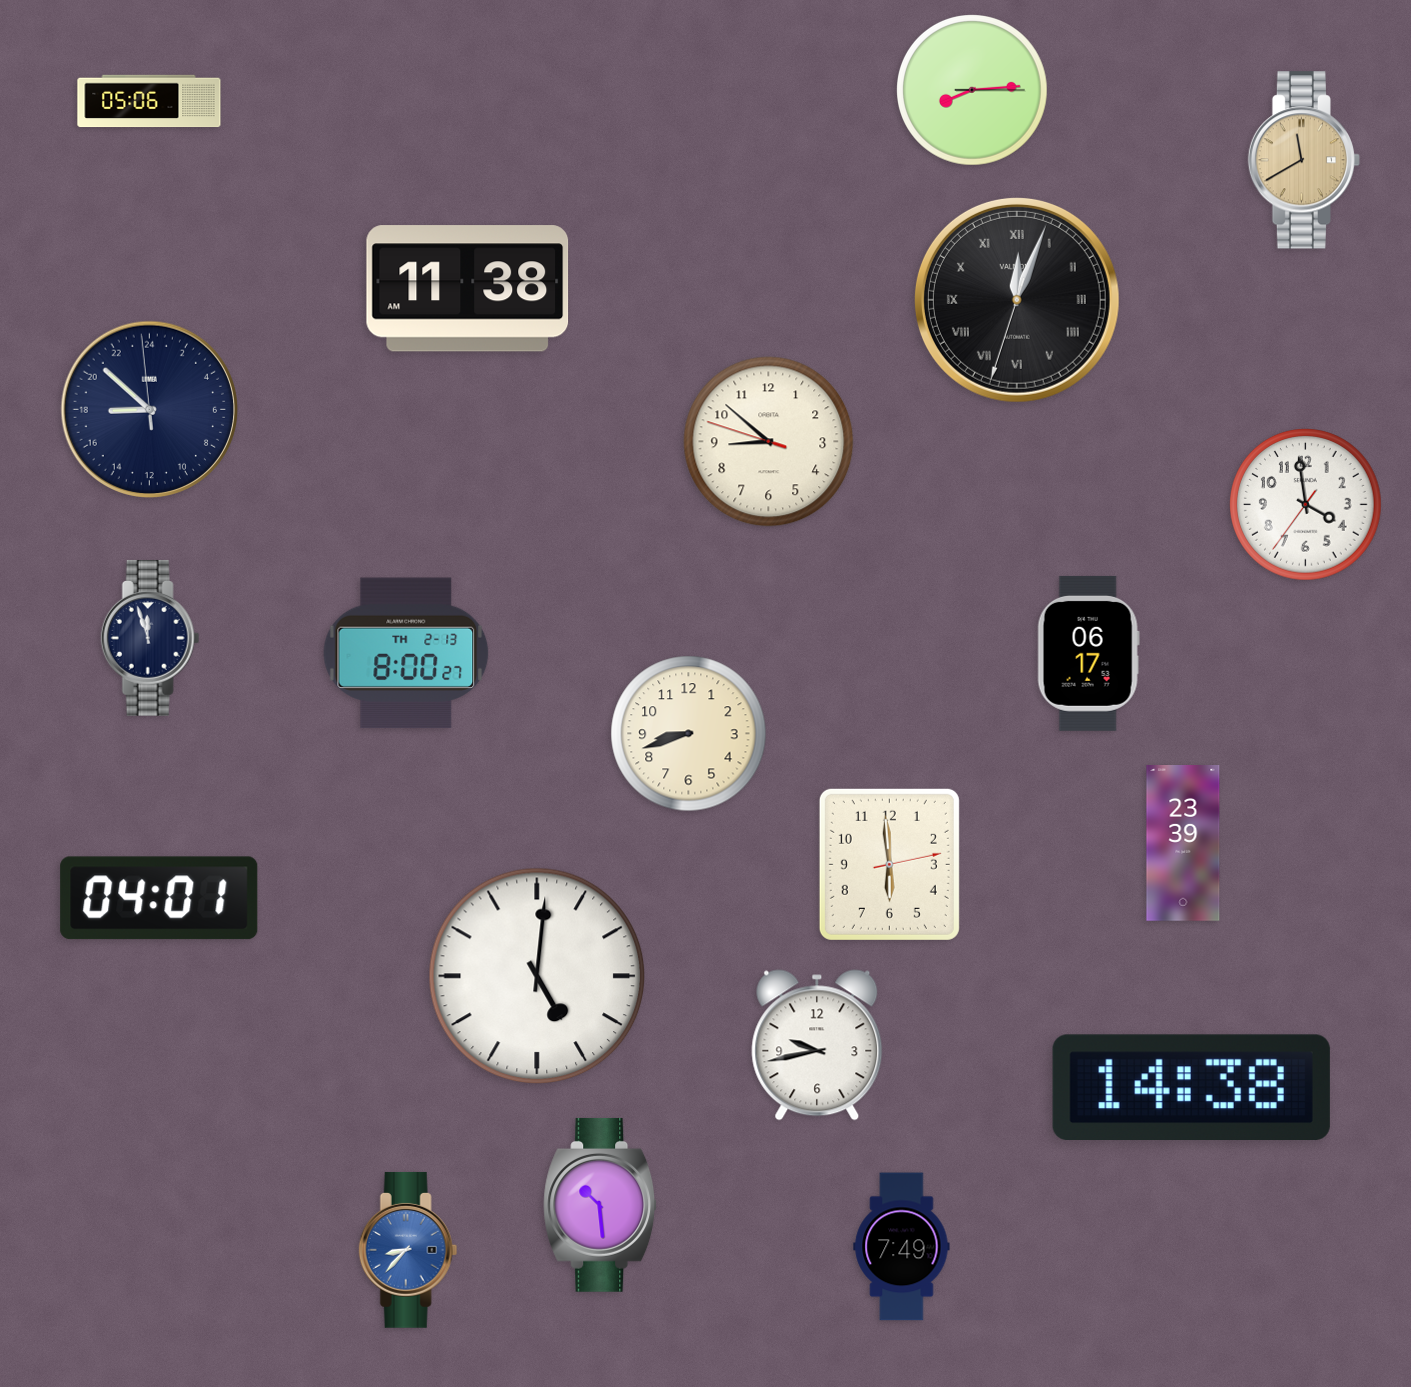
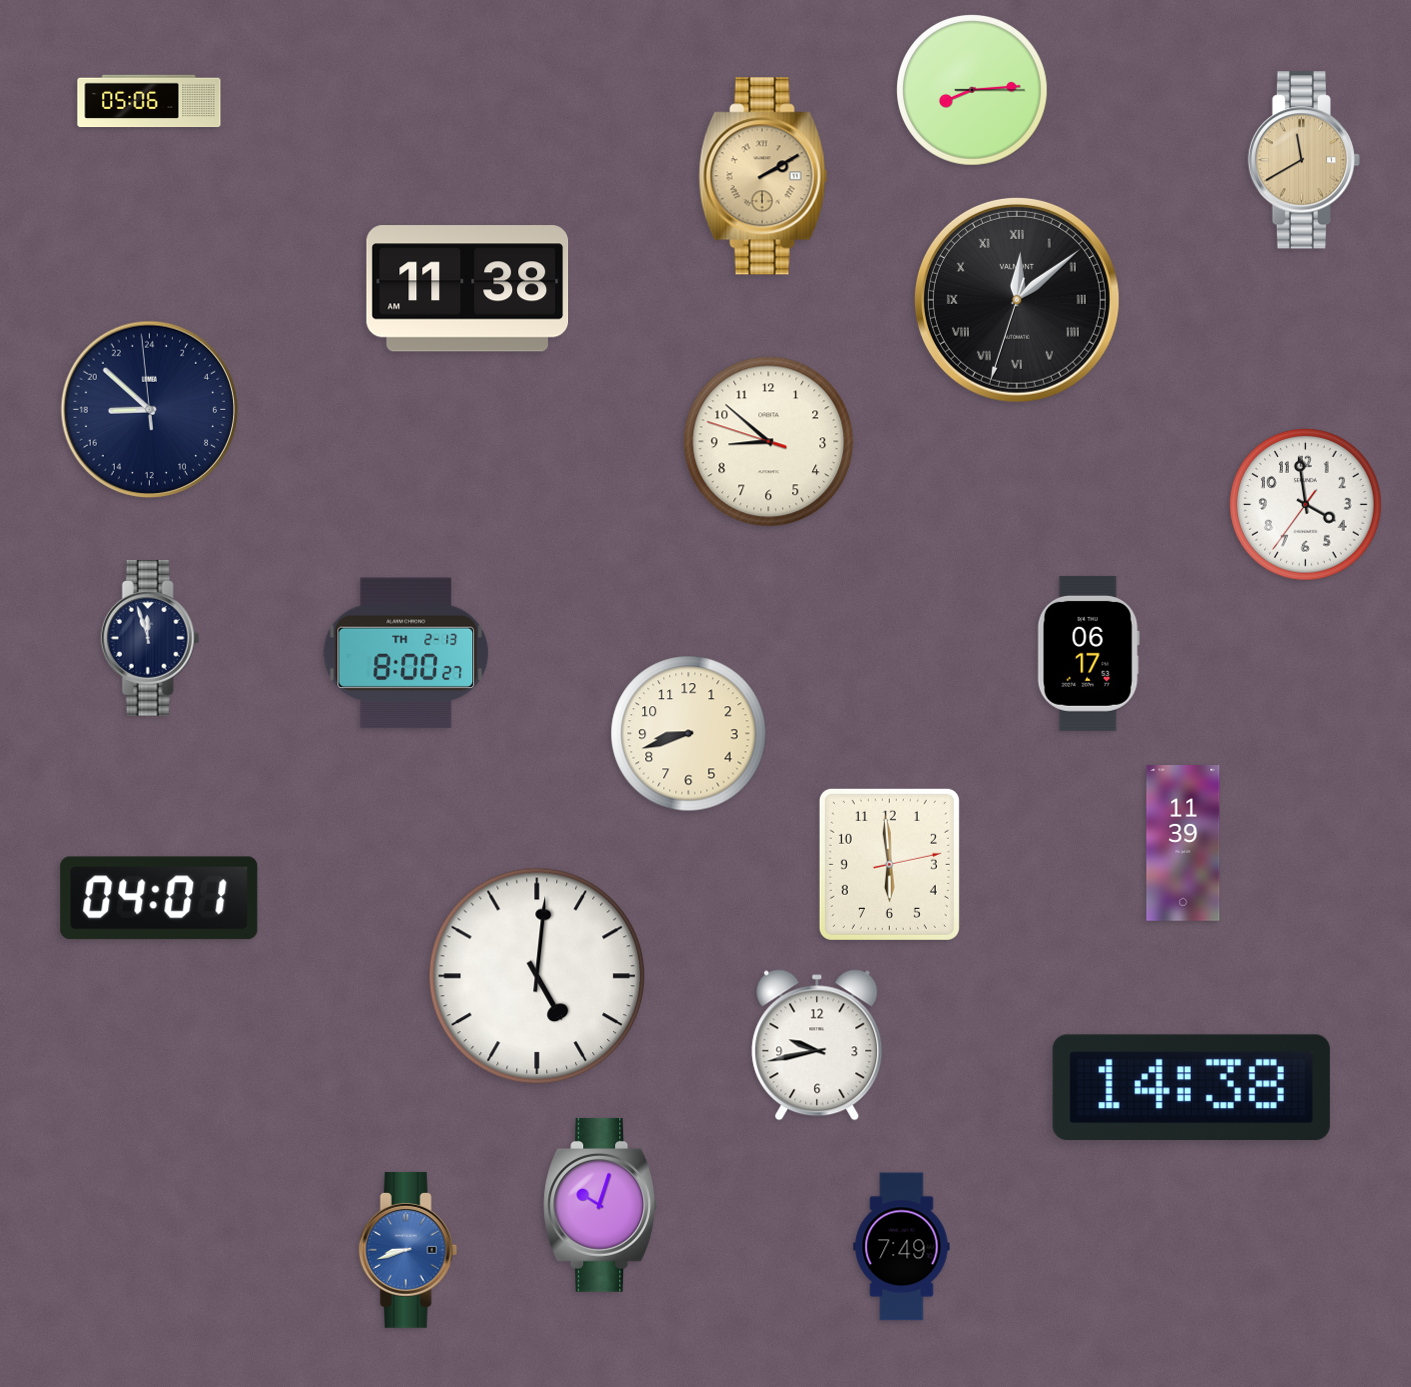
clock at (763, 176): none -> 2:10
clock at (1017, 300): 12:03 -> 12:08
clock at (1183, 844): 23:39 -> 11:39
clock at (601, 1205): 10:29 -> 10:03
clock at (408, 1250): 8:37 -> 8:42
